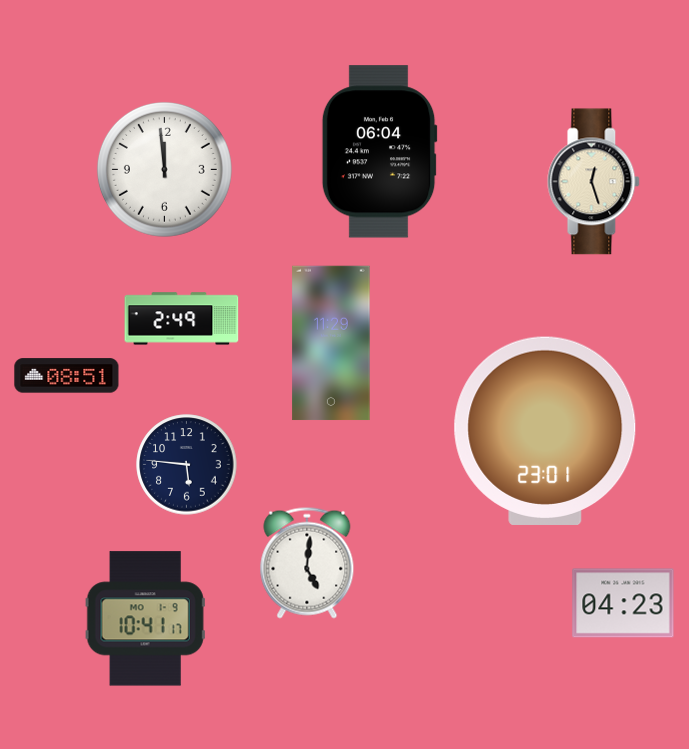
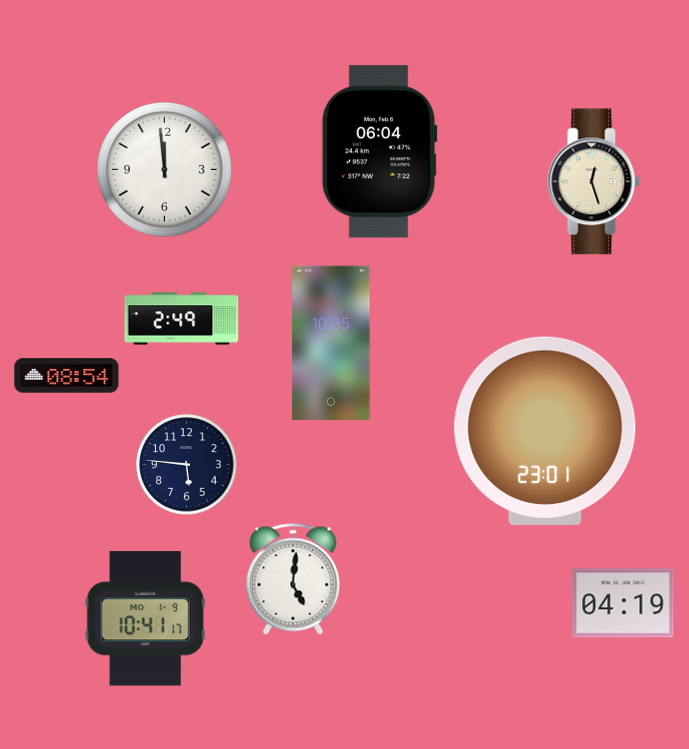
clock at (331, 343): 11:29 -> 10:35
clock at (67, 376): 08:51 -> 08:54
clock at (307, 563) position: (307, 563) -> (293, 579)
clock at (623, 603): 04:23 -> 04:19
